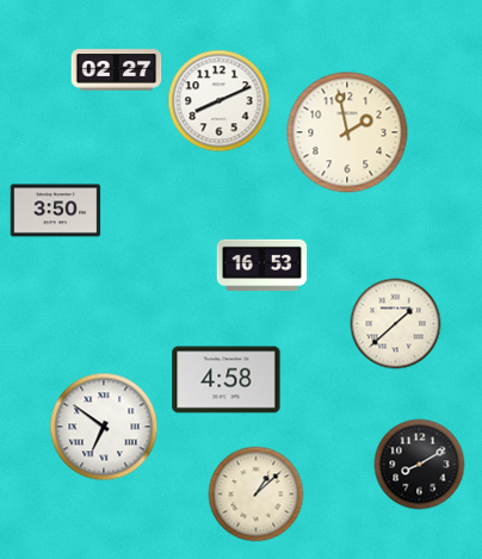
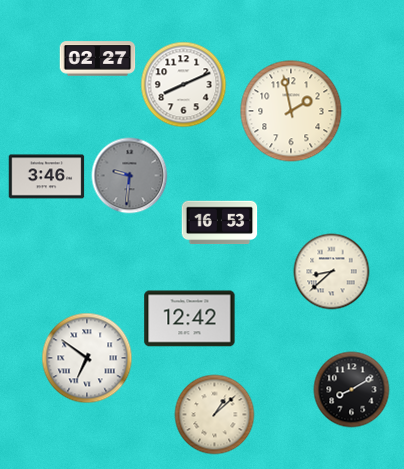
clock at (130, 176): none -> 9:31
clock at (56, 211): 3:50 -> 3:46
clock at (396, 324): 1:38 -> 8:38
clock at (227, 380): 4:58 -> 12:42
